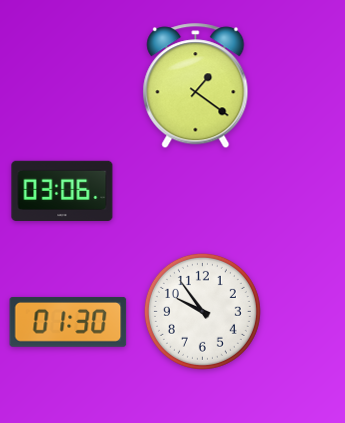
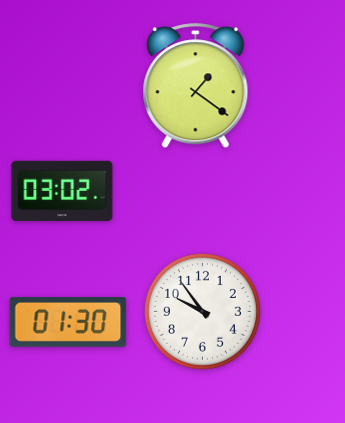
clock at (62, 190): 03:06 -> 03:02
